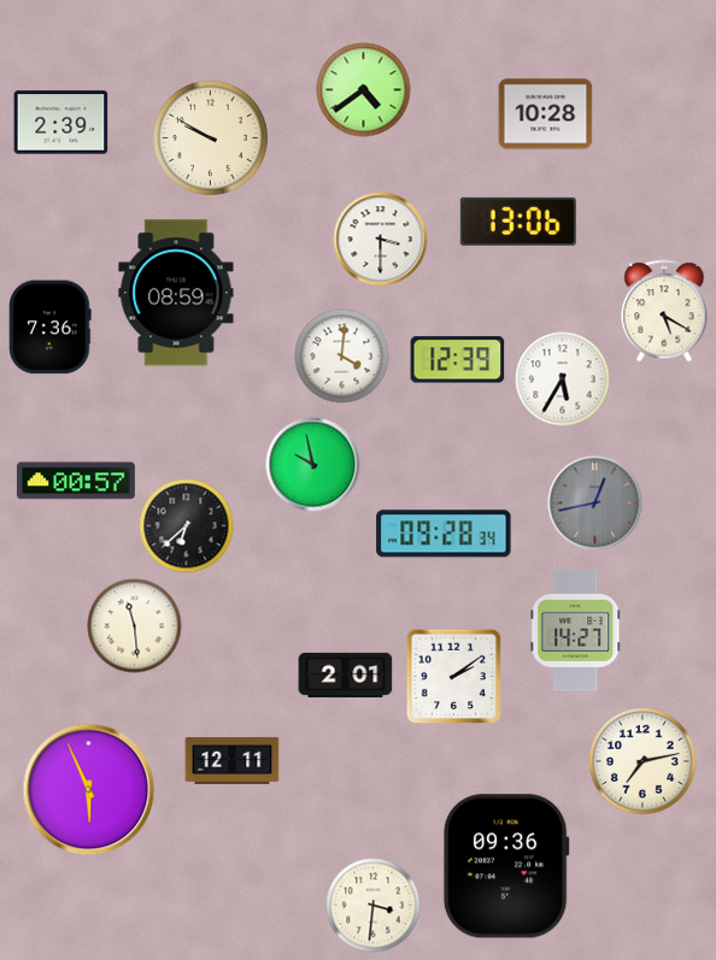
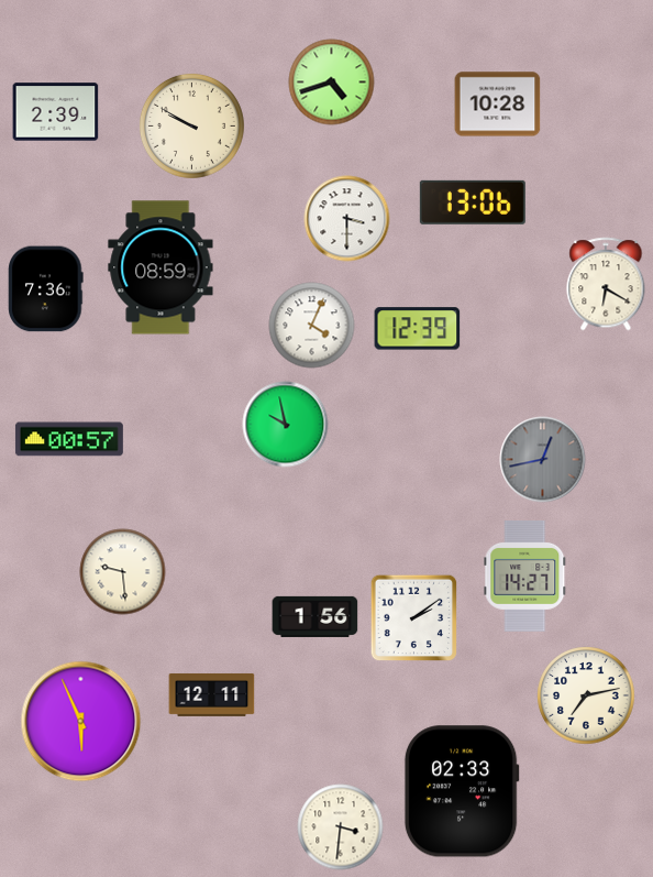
clock at (363, 89): 4:39 -> 4:42
clock at (664, 311): 5:20 -> 6:20
clock at (51, 326) position: (51, 326) -> (46, 288)
clock at (341, 355): 4:01 -> 4:04
clock at (562, 378): 5:35 -> none
clock at (186, 525): 6:38 -> none
clock at (444, 534): 09:28 -> none
clock at (134, 625): 11:29 -> 9:29
clock at (345, 675): 2:01 -> 1:56
clock at (506, 866): 09:36 -> 02:33
